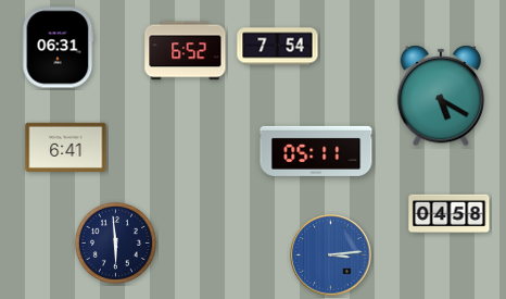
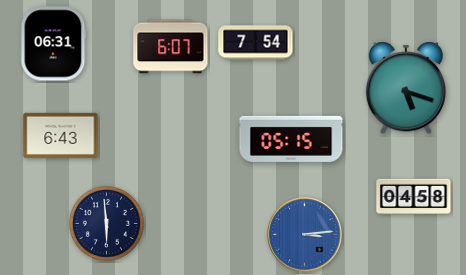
clock at (186, 51): 6:52 -> 6:07
clock at (441, 96): 5:20 -> 5:18
clock at (66, 147): 6:41 -> 6:43
clock at (316, 151): 05:11 -> 05:15
